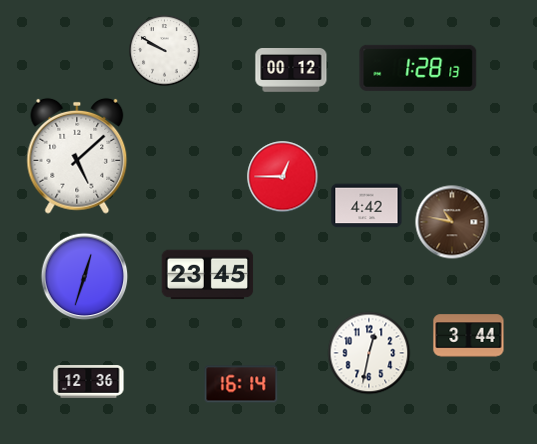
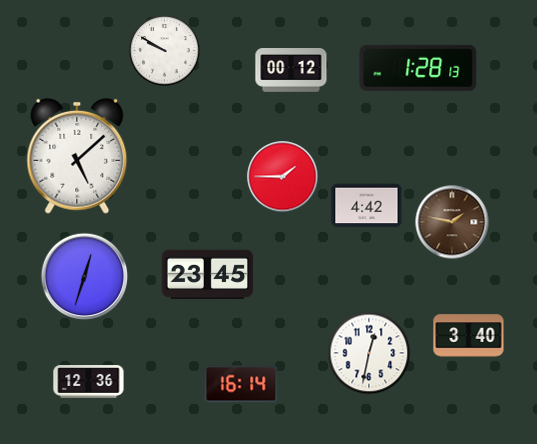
clock at (283, 177): 12:45 -> 1:45
clock at (452, 222): 10:47 -> 1:47
clock at (469, 336): 3:44 -> 3:40
